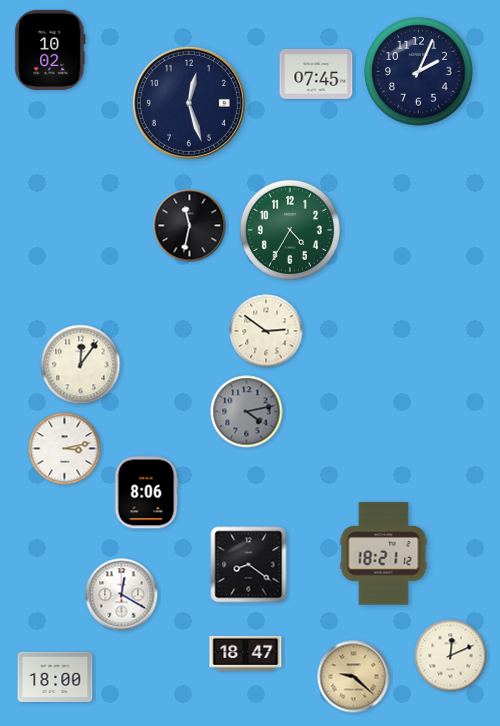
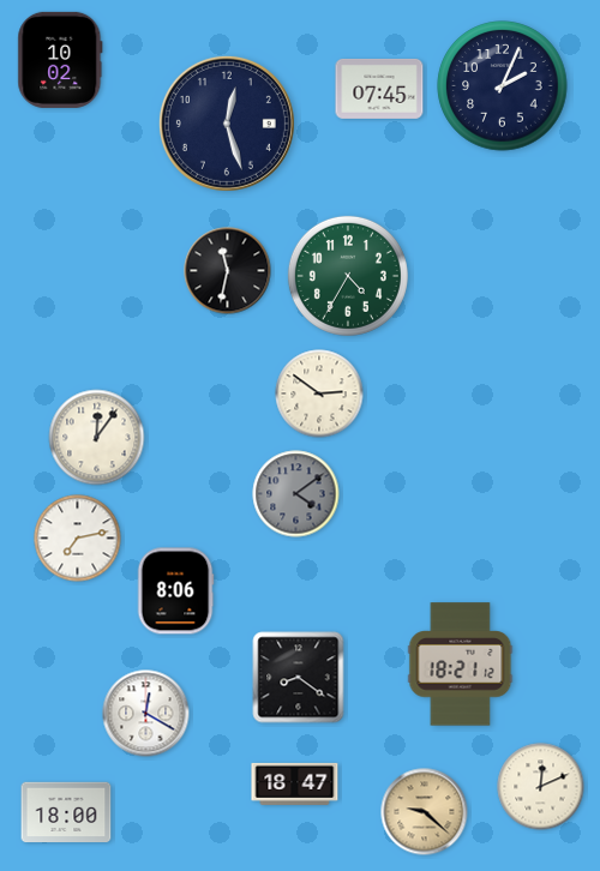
clock at (266, 331) position: (266, 331) -> (319, 394)
clock at (247, 412): 4:13 -> 4:09
clock at (65, 449): 3:13 -> 7:13
